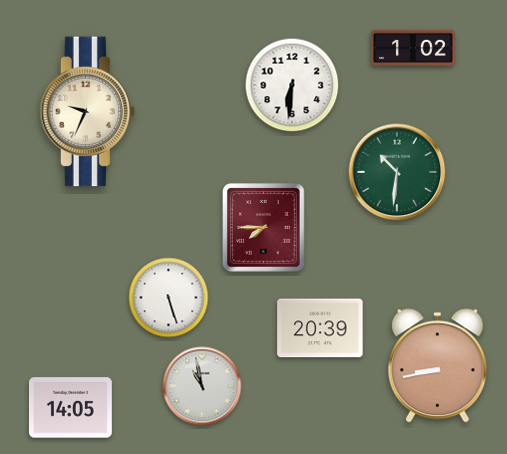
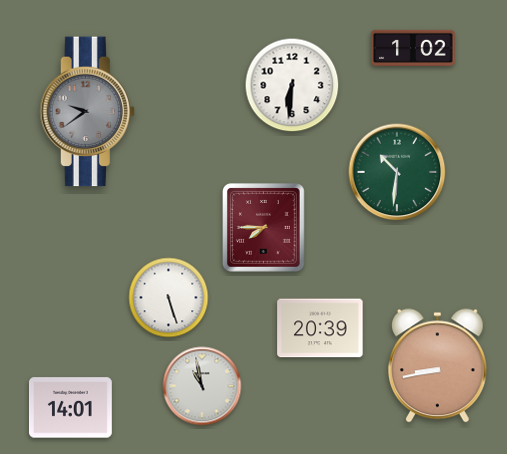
clock at (87, 112): 9:34 -> 9:39
clock at (87, 112) dial: cream -> grey
clock at (70, 408): 14:05 -> 14:01
